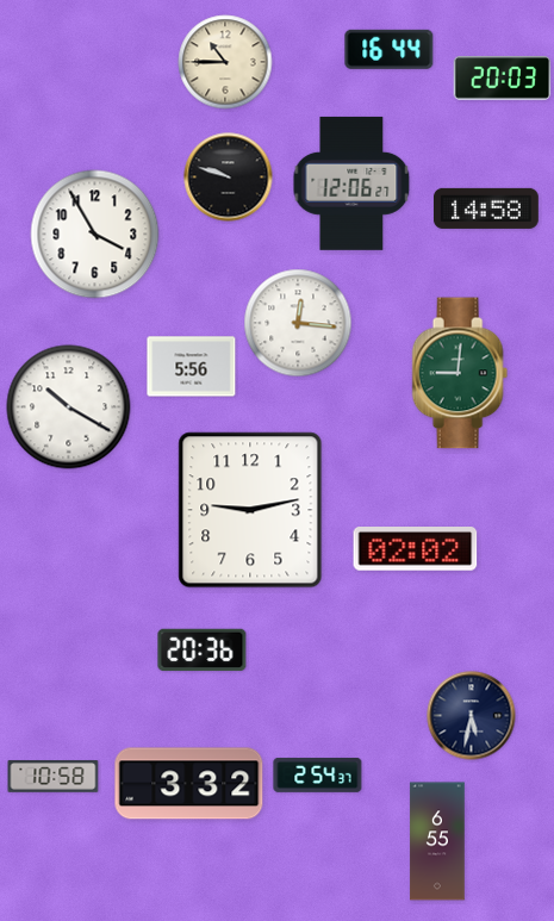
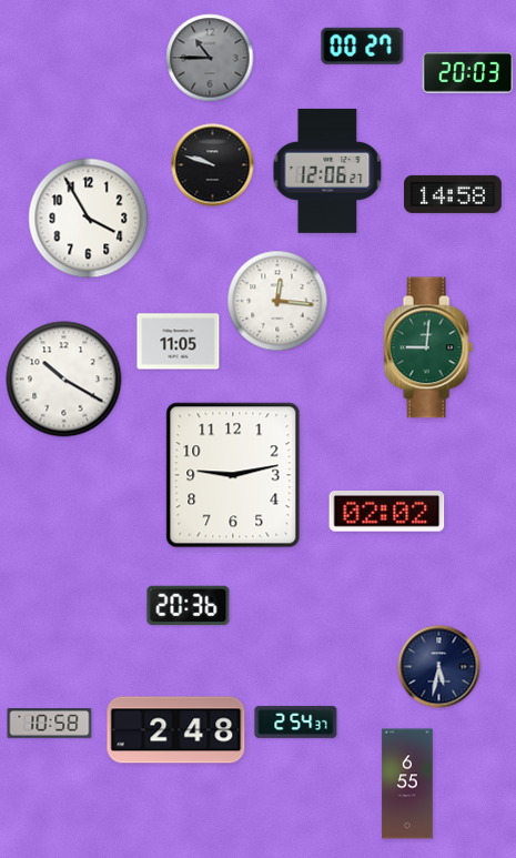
clock at (390, 49): 16:44 -> 00:27
clock at (225, 62) dial: cream -> grey
clock at (192, 367): 5:56 -> 11:05
clock at (189, 784): 3:32 -> 2:48
